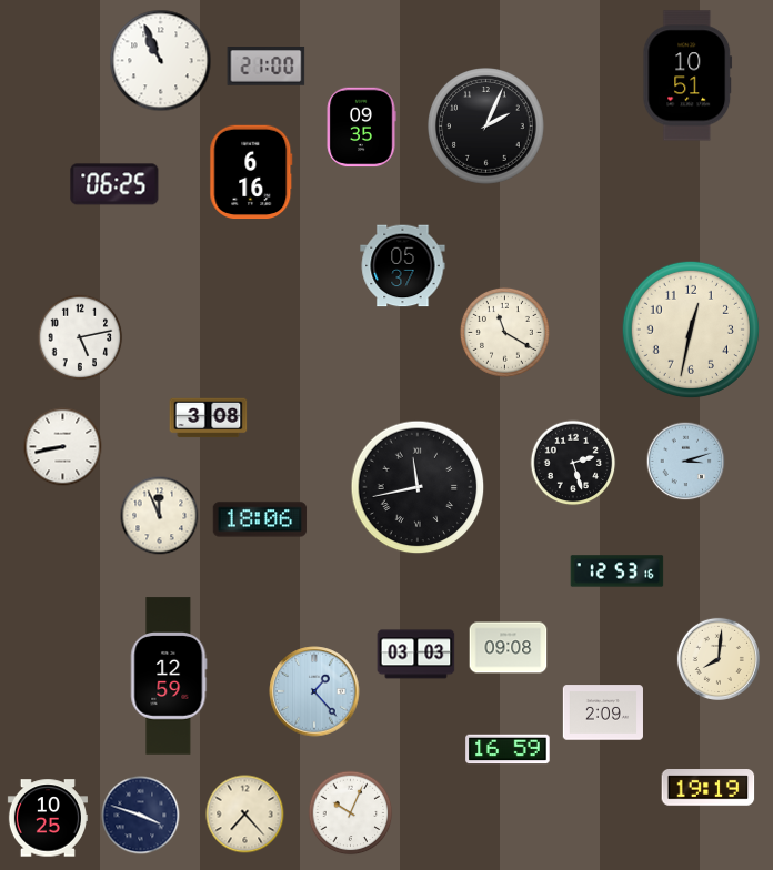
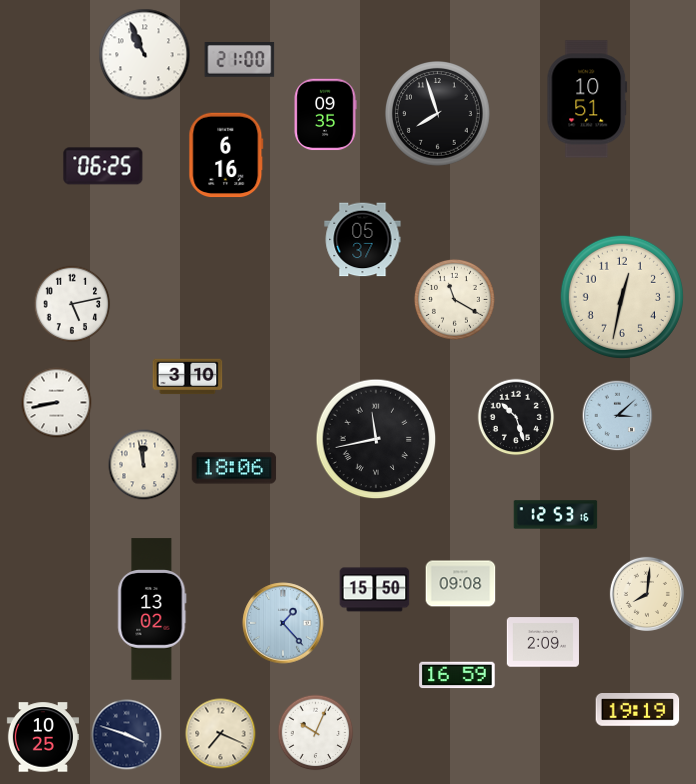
clock at (687, 75) position: (687, 75) -> (587, 99)
clock at (486, 127): 2:04 -> 7:57
clock at (209, 418): 3:08 -> 3:10
clock at (686, 462): 3:12 -> 3:08
clock at (573, 463): 2:27 -> 10:27
clock at (160, 516): 11:56 -> 11:58
clock at (509, 648) position: (509, 648) -> (461, 584)
clock at (416, 655): 03:03 -> 15:50
clock at (169, 676): 12:59 -> 13:02
clock at (245, 815): 7:23 -> 7:19
